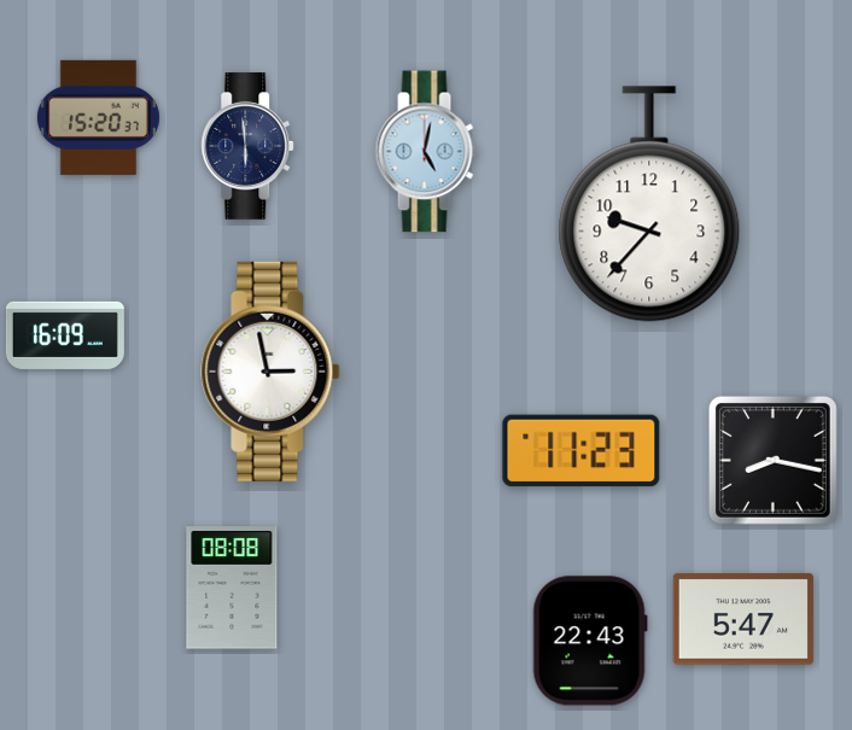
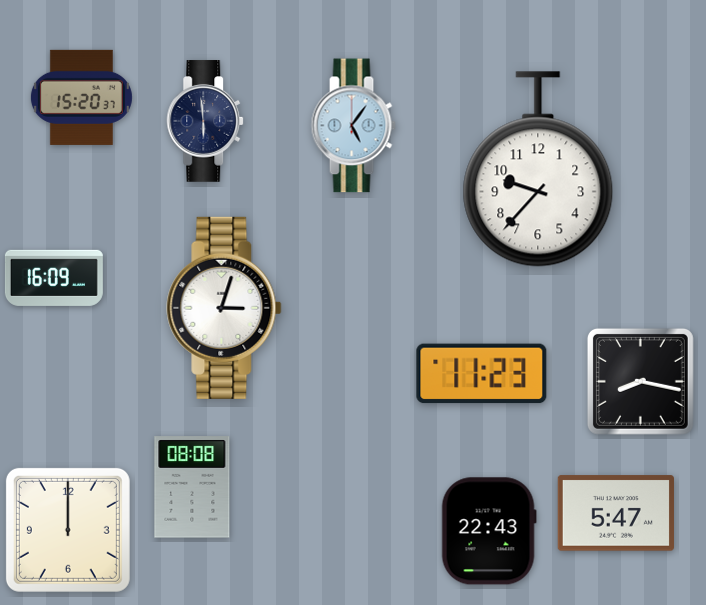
clock at (426, 152): 5:02 -> 5:06
clock at (270, 372): 2:58 -> 3:03
clock at (68, 530): none -> 12:00
